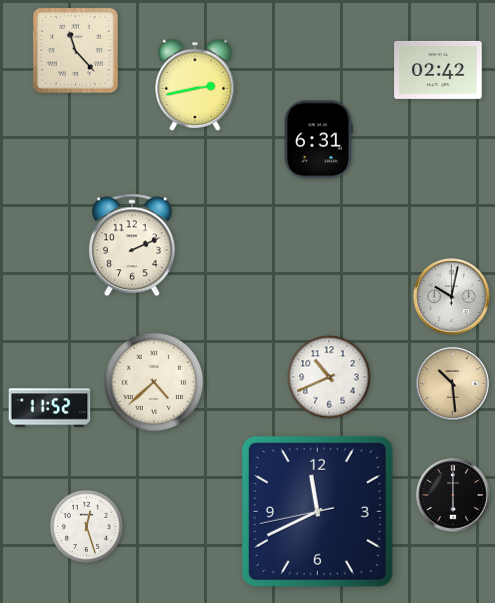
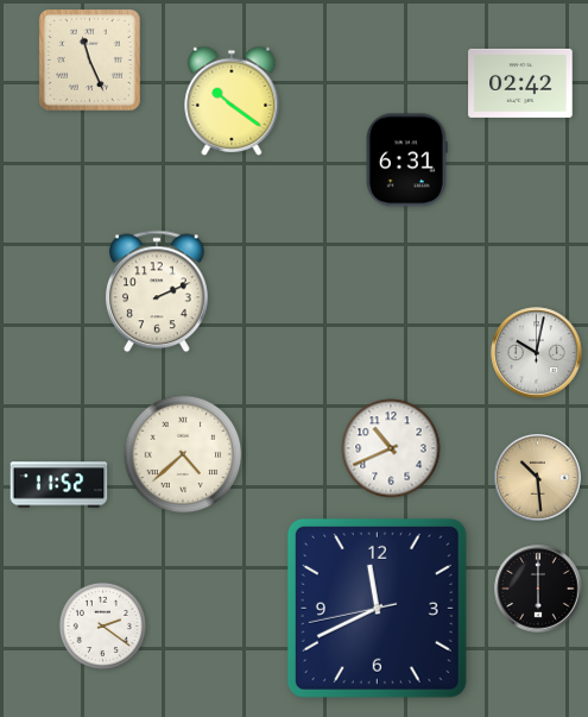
clock at (76, 51): 11:23 -> 11:26
clock at (195, 85): 2:43 -> 10:21
clock at (318, 140) position: (318, 140) -> (406, 161)
clock at (453, 384) position: (453, 384) -> (538, 478)
clock at (86, 526): 12:27 -> 2:21
